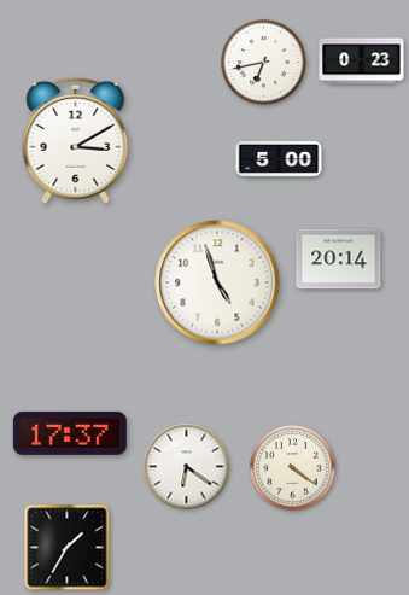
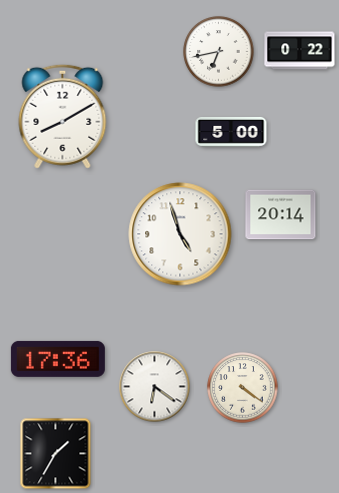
clock at (362, 62): 0:23 -> 0:22
clock at (76, 140): 3:10 -> 8:10
clock at (70, 433): 17:37 -> 17:36
